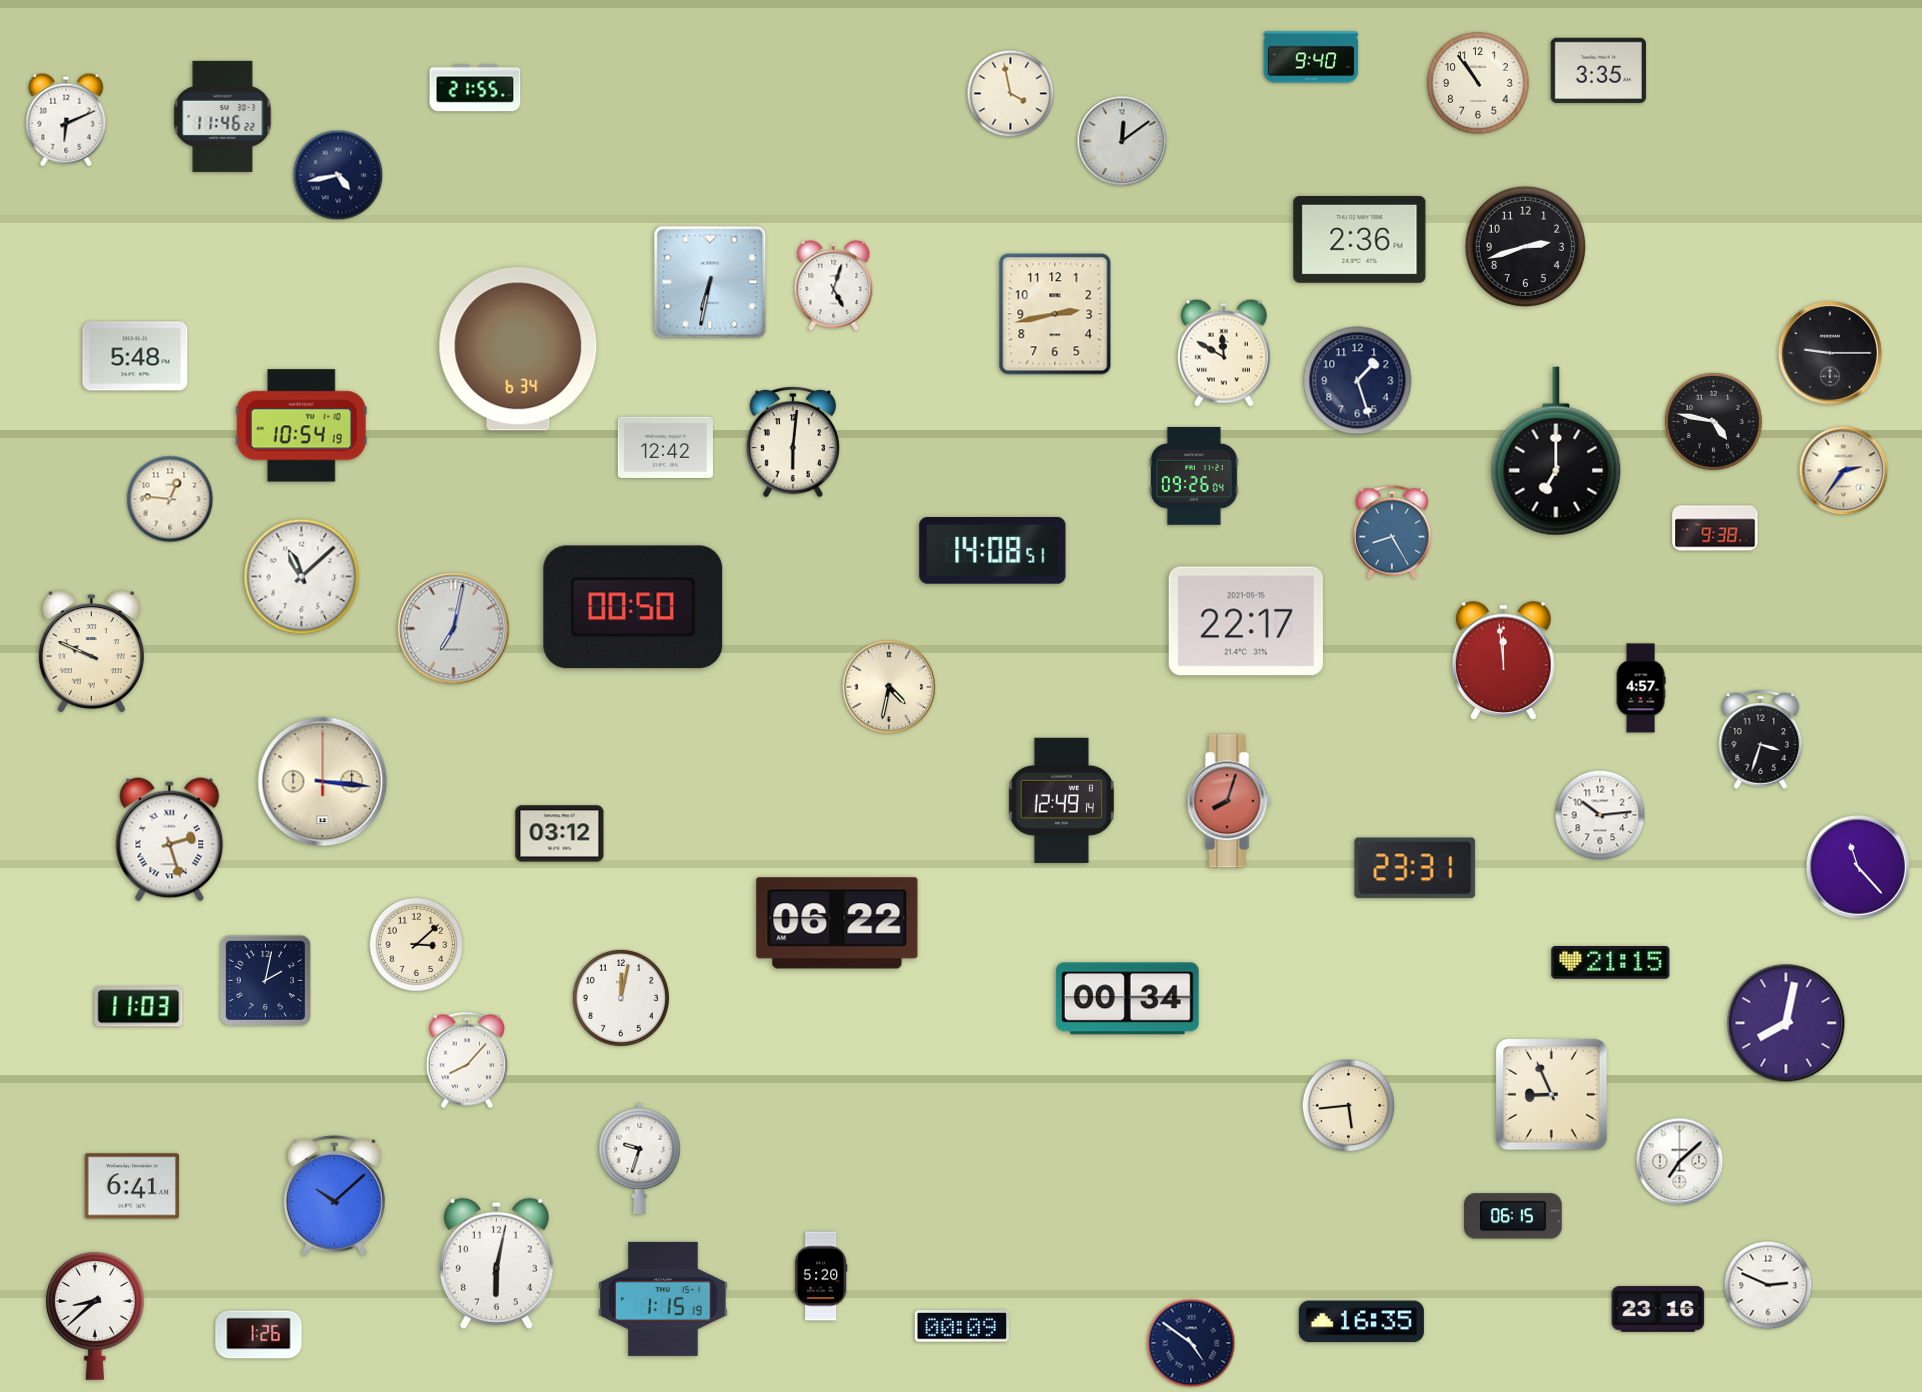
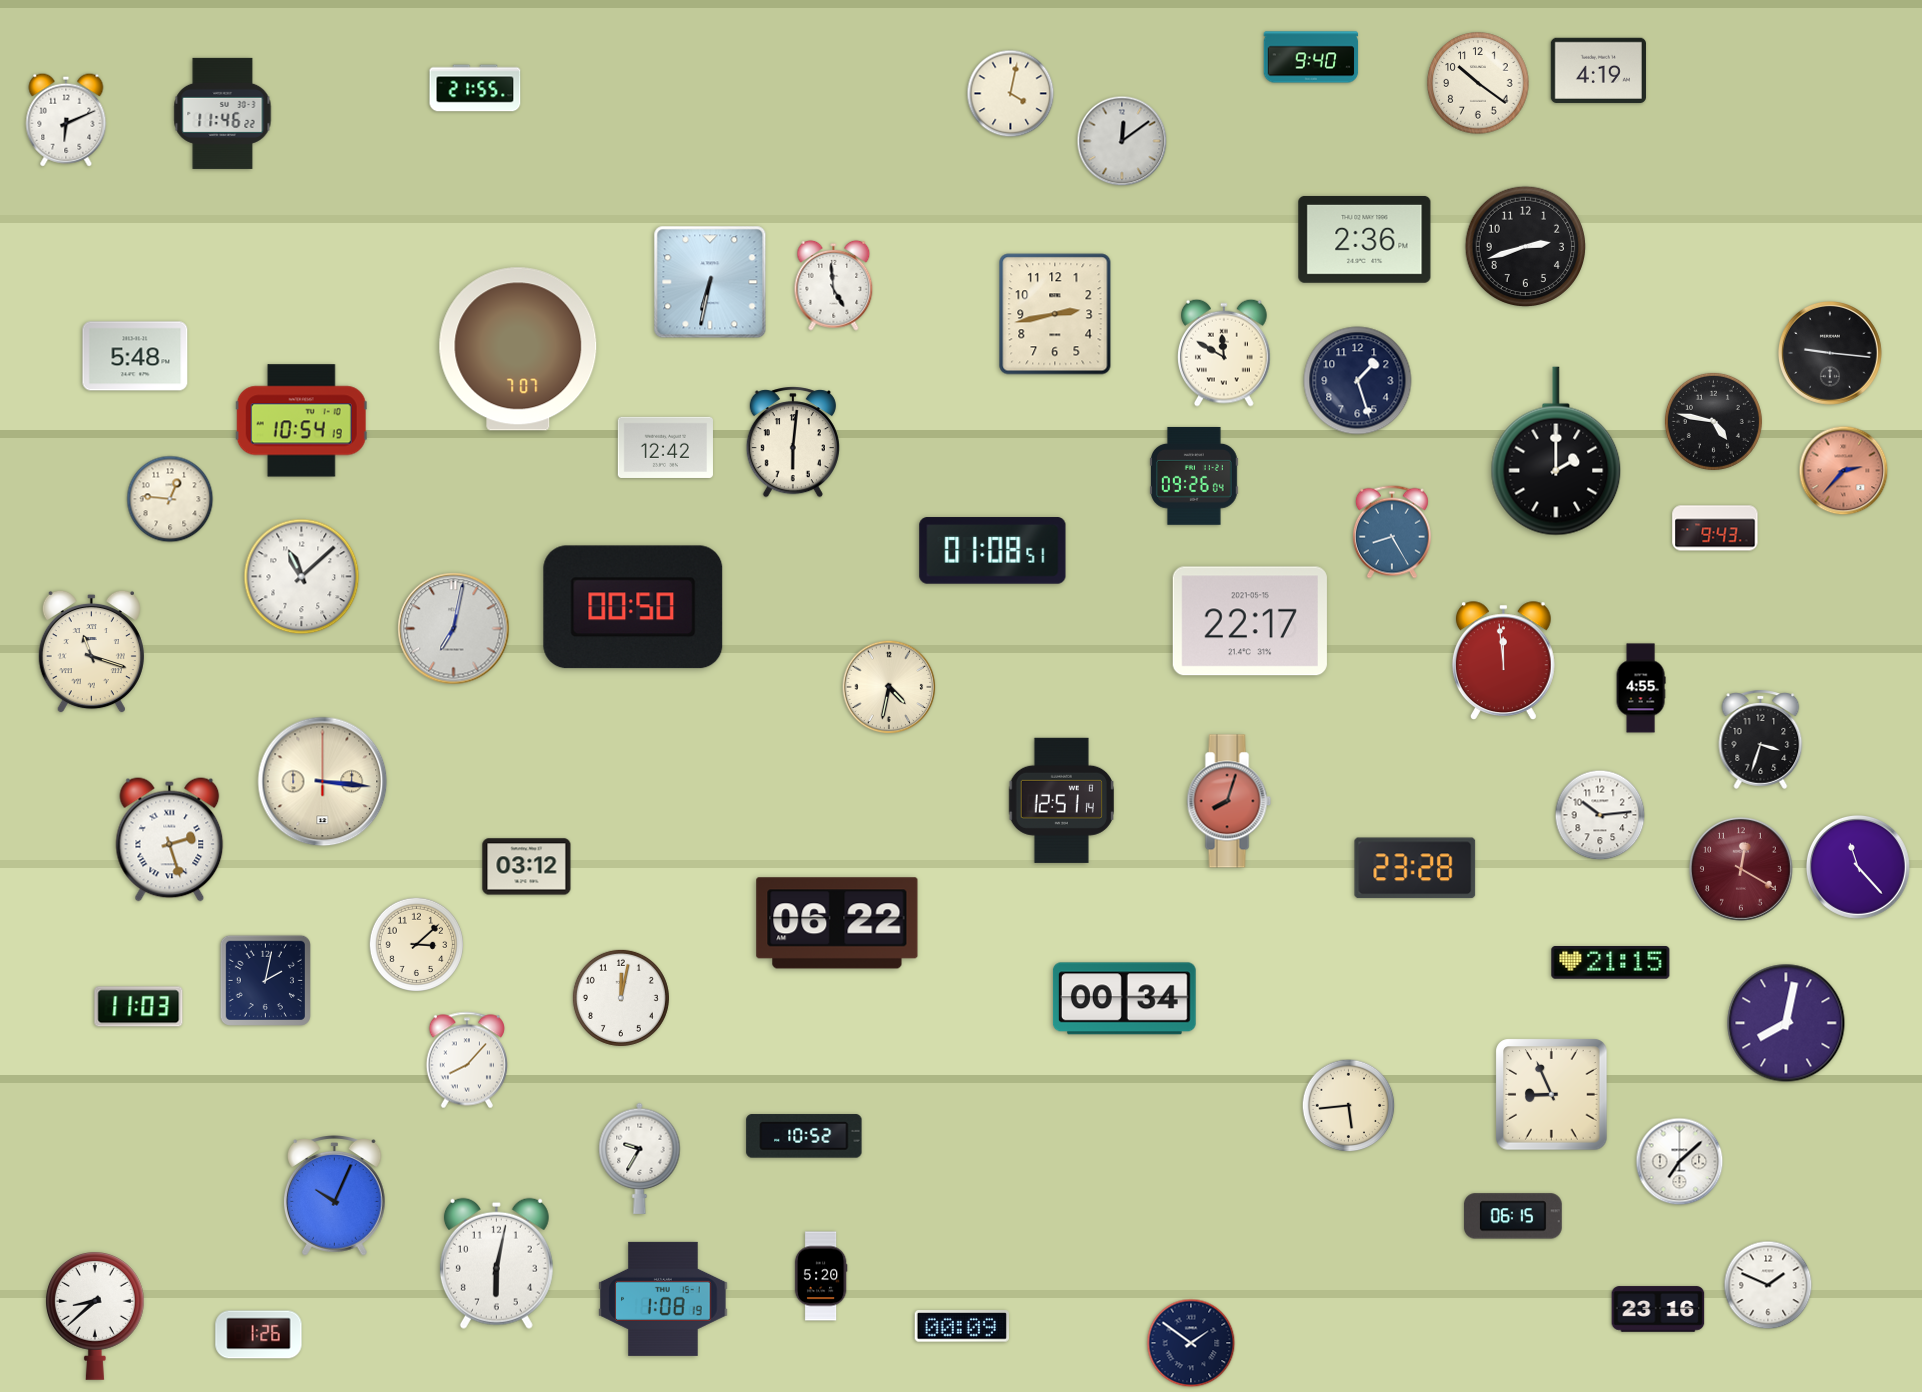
clock at (1598, 70): 3:35 -> 4:19
clock at (1478, 83): 10:54 -> 10:21
clock at (1011, 94): 3:58 -> 4:02
clock at (223, 116) position: (223, 116) -> (223, 113)
clock at (338, 175): 4:43 -> none
clock at (1360, 239) position: (1360, 239) -> (1365, 239)
clock at (834, 285): 5:03 -> 4:59
clock at (518, 349): 6:34 -> 7:07
clock at (1830, 353): 9:15 -> 9:16
clock at (301, 426) position: (301, 426) -> (301, 421)
clock at (1556, 451): 7:00 -> 2:00
clock at (1844, 471): 2:36 -> 2:37
clock at (1844, 471) dial: cream -> salmon
clock at (1715, 528): 9:38 -> 9:43
clock at (993, 551): 14:08 -> 01:08
clock at (1246, 621) position: (1246, 621) -> (1250, 621)
clock at (91, 652): 9:49 -> 11:18
clock at (1641, 688): 4:57 -> 4:55
clock at (1061, 800): 12:49 -> 12:51
clock at (560, 834) position: (560, 834) -> (527, 867)
clock at (1415, 868): 23:31 -> 23:28
clock at (1741, 869): none -> 12:20
clock at (1127, 999) position: (1127, 999) -> (1124, 999)
clock at (804, 1136): none -> 10:52
clock at (640, 1158): 9:33 -> 9:35
clock at (132, 1186): 6:41 -> none
clock at (334, 1196): 10:08 -> 10:04
clock at (1768, 1285): 2:49 -> 1:49
clock at (663, 1299): 1:15 -> 1:08
clock at (1361, 1322): 16:35 -> none
clock at (1191, 1343): 4:51 -> 1:51
